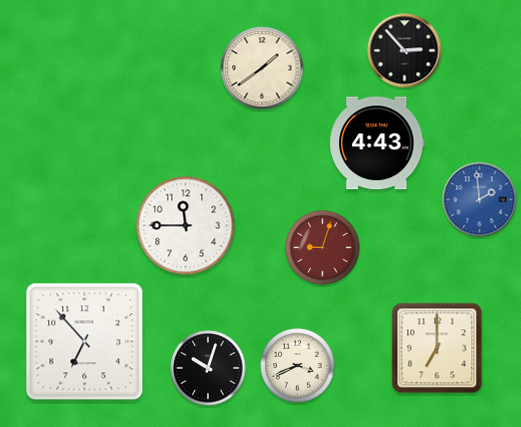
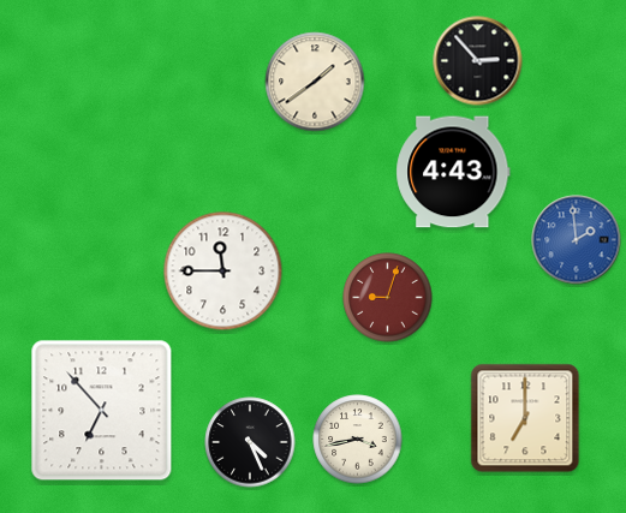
clock at (405, 51) position: (405, 51) -> (478, 61)
clock at (298, 366): 3:41 -> 3:43
clock at (208, 368): 10:03 -> 4:26
